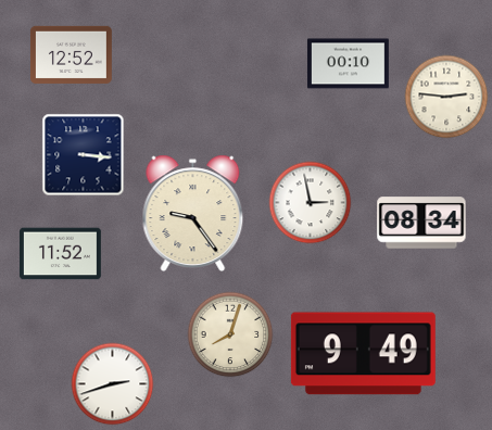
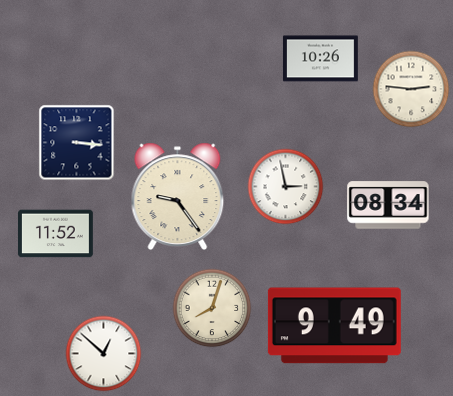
clock at (71, 54): 12:52 -> none
clock at (348, 64): 00:10 -> 10:26
clock at (113, 384): 2:42 -> 12:52
